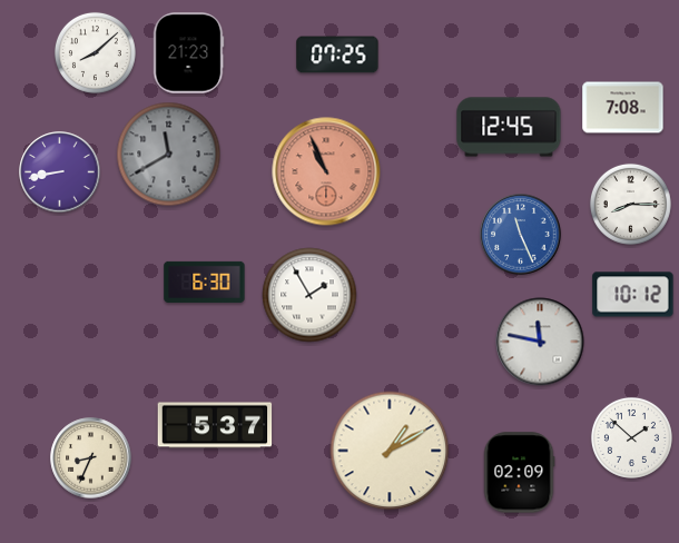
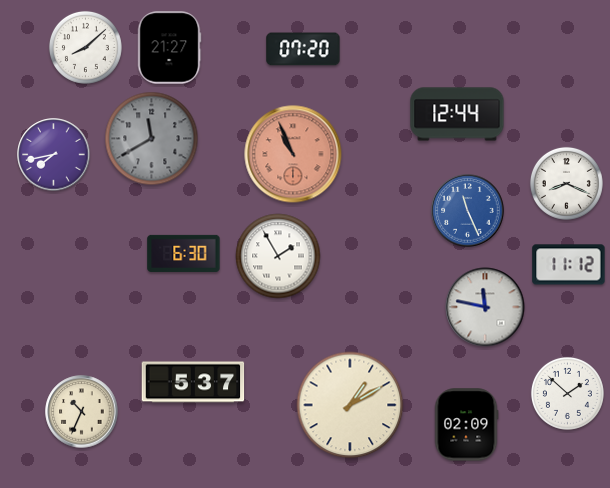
clock at (188, 53): 21:23 -> 21:27
clock at (337, 55): 07:25 -> 07:20
clock at (623, 108): 7:08 -> none
clock at (509, 127): 12:45 -> 12:44
clock at (60, 172): 8:43 -> 7:43
clock at (630, 204): 8:15 -> 8:19
clock at (309, 295) position: (309, 295) -> (278, 256)
clock at (633, 295): 10:12 -> 11:12
clock at (91, 458): 8:34 -> 10:34
